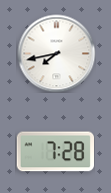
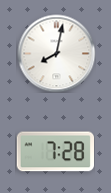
clock at (56, 53): 7:43 -> 8:02
